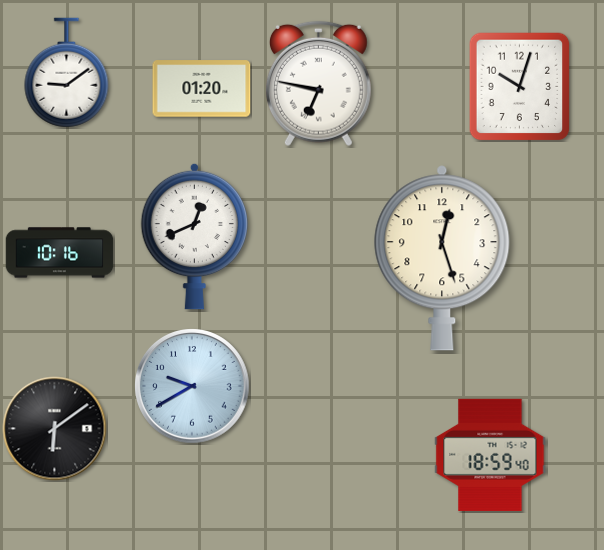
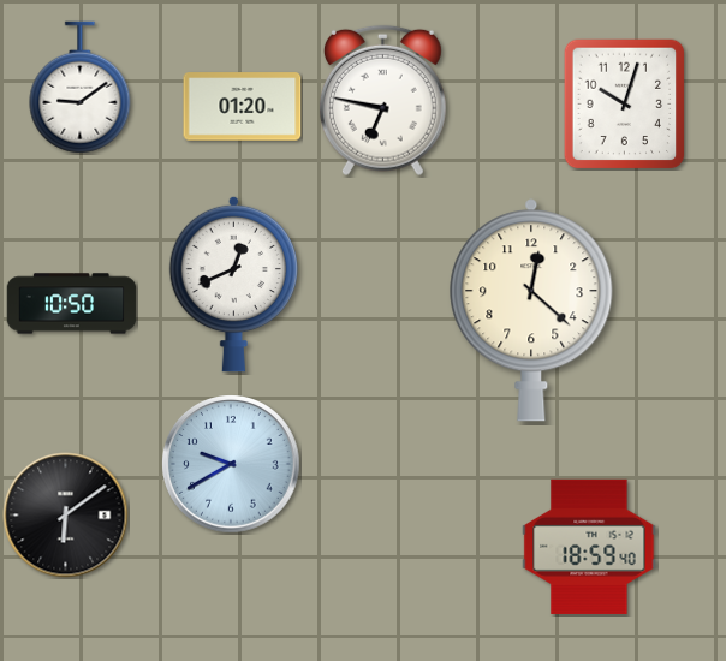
clock at (60, 253): 10:16 -> 10:50
clock at (442, 258): 12:27 -> 12:22
